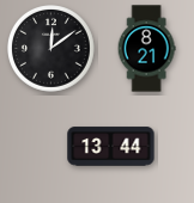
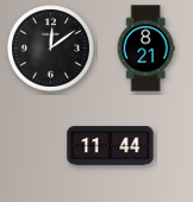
clock at (111, 147): 13:44 -> 11:44
